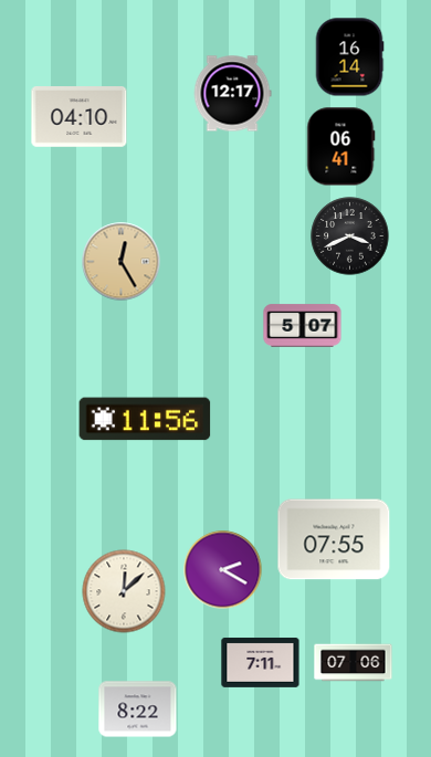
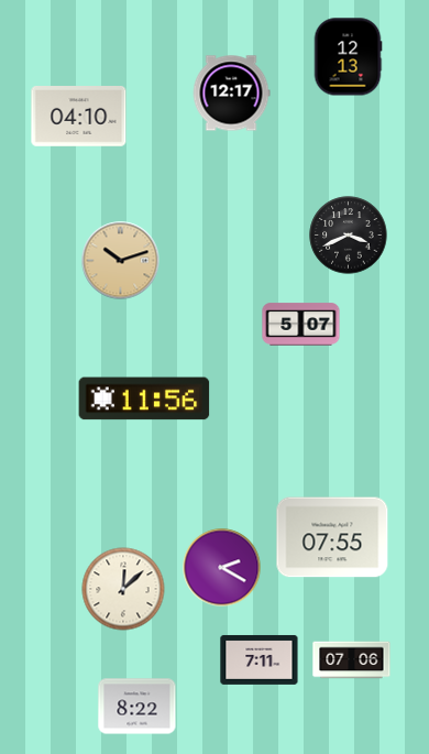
clock at (349, 57): 16:14 -> 12:13
clock at (341, 147): 06:41 -> none
clock at (122, 262): 12:25 -> 10:12
clock at (145, 419) position: (145, 419) -> (144, 398)
